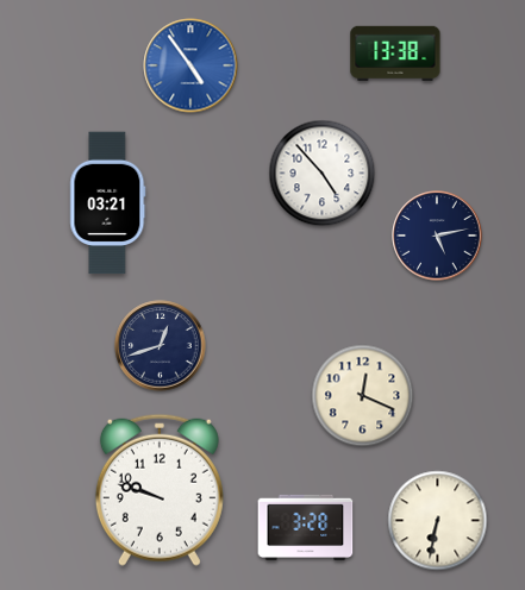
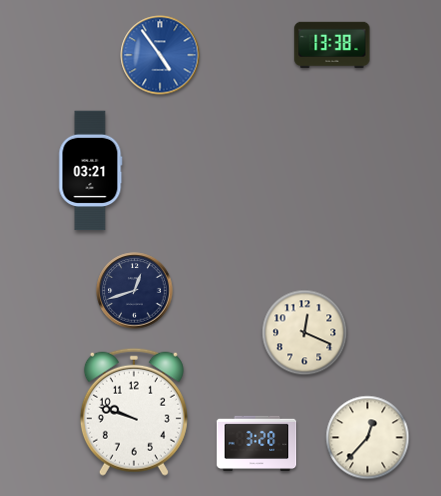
clock at (323, 174): 4:53 -> none
clock at (437, 236): 5:13 -> none
clock at (438, 521): 6:32 -> 12:37
